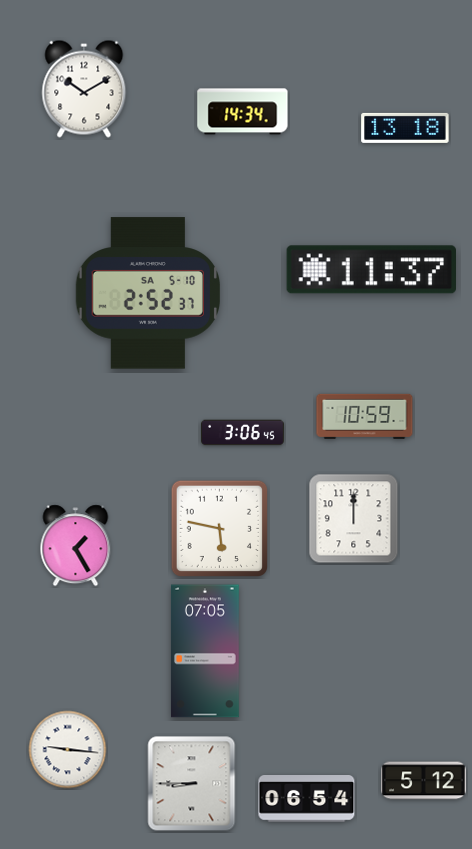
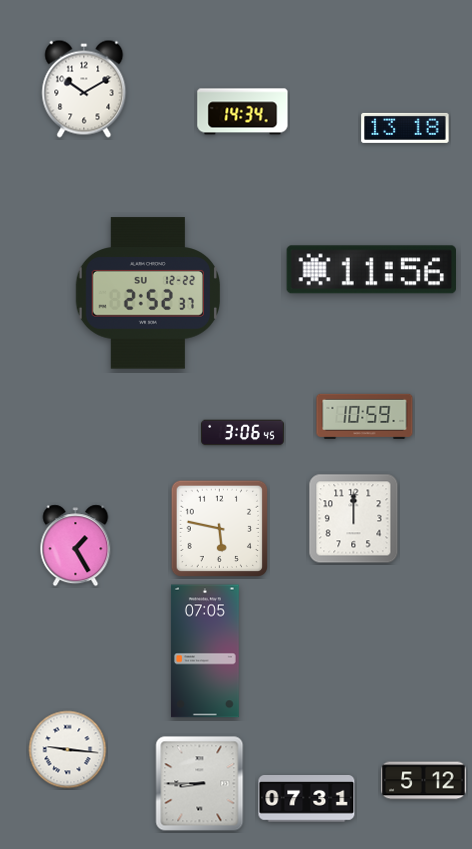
clock at (371, 270): 11:37 -> 11:56
clock at (148, 293) date: SA 5-10 -> SU 12-22
clock at (192, 784) position: (192, 784) -> (200, 784)
clock at (307, 799): 06:54 -> 07:31
